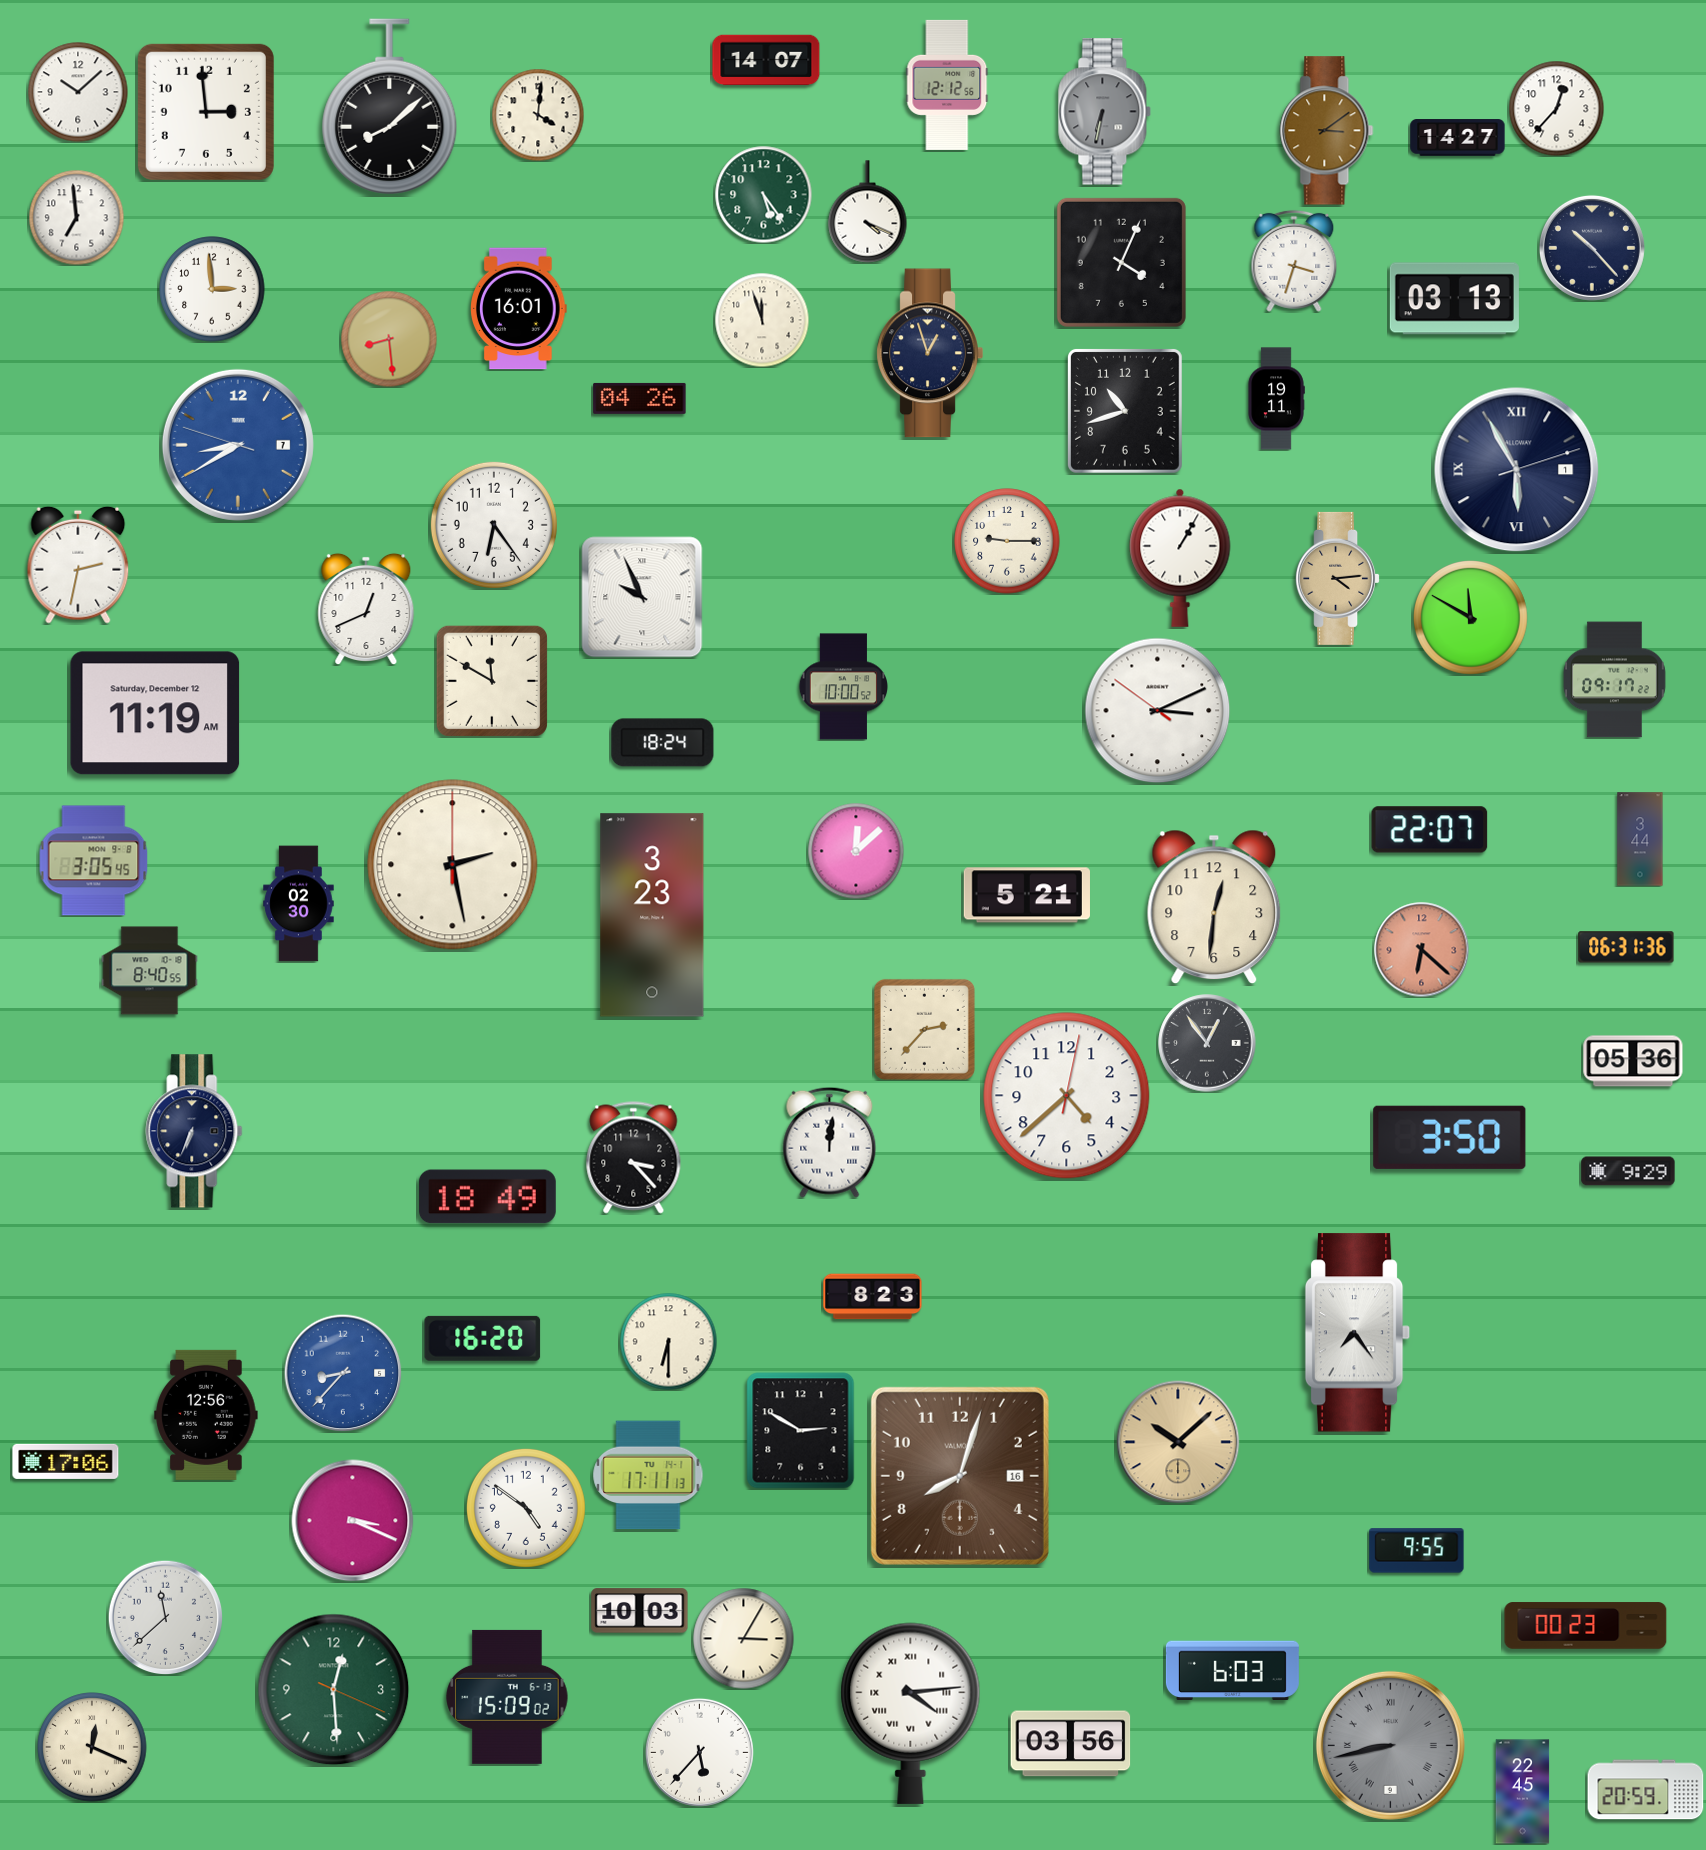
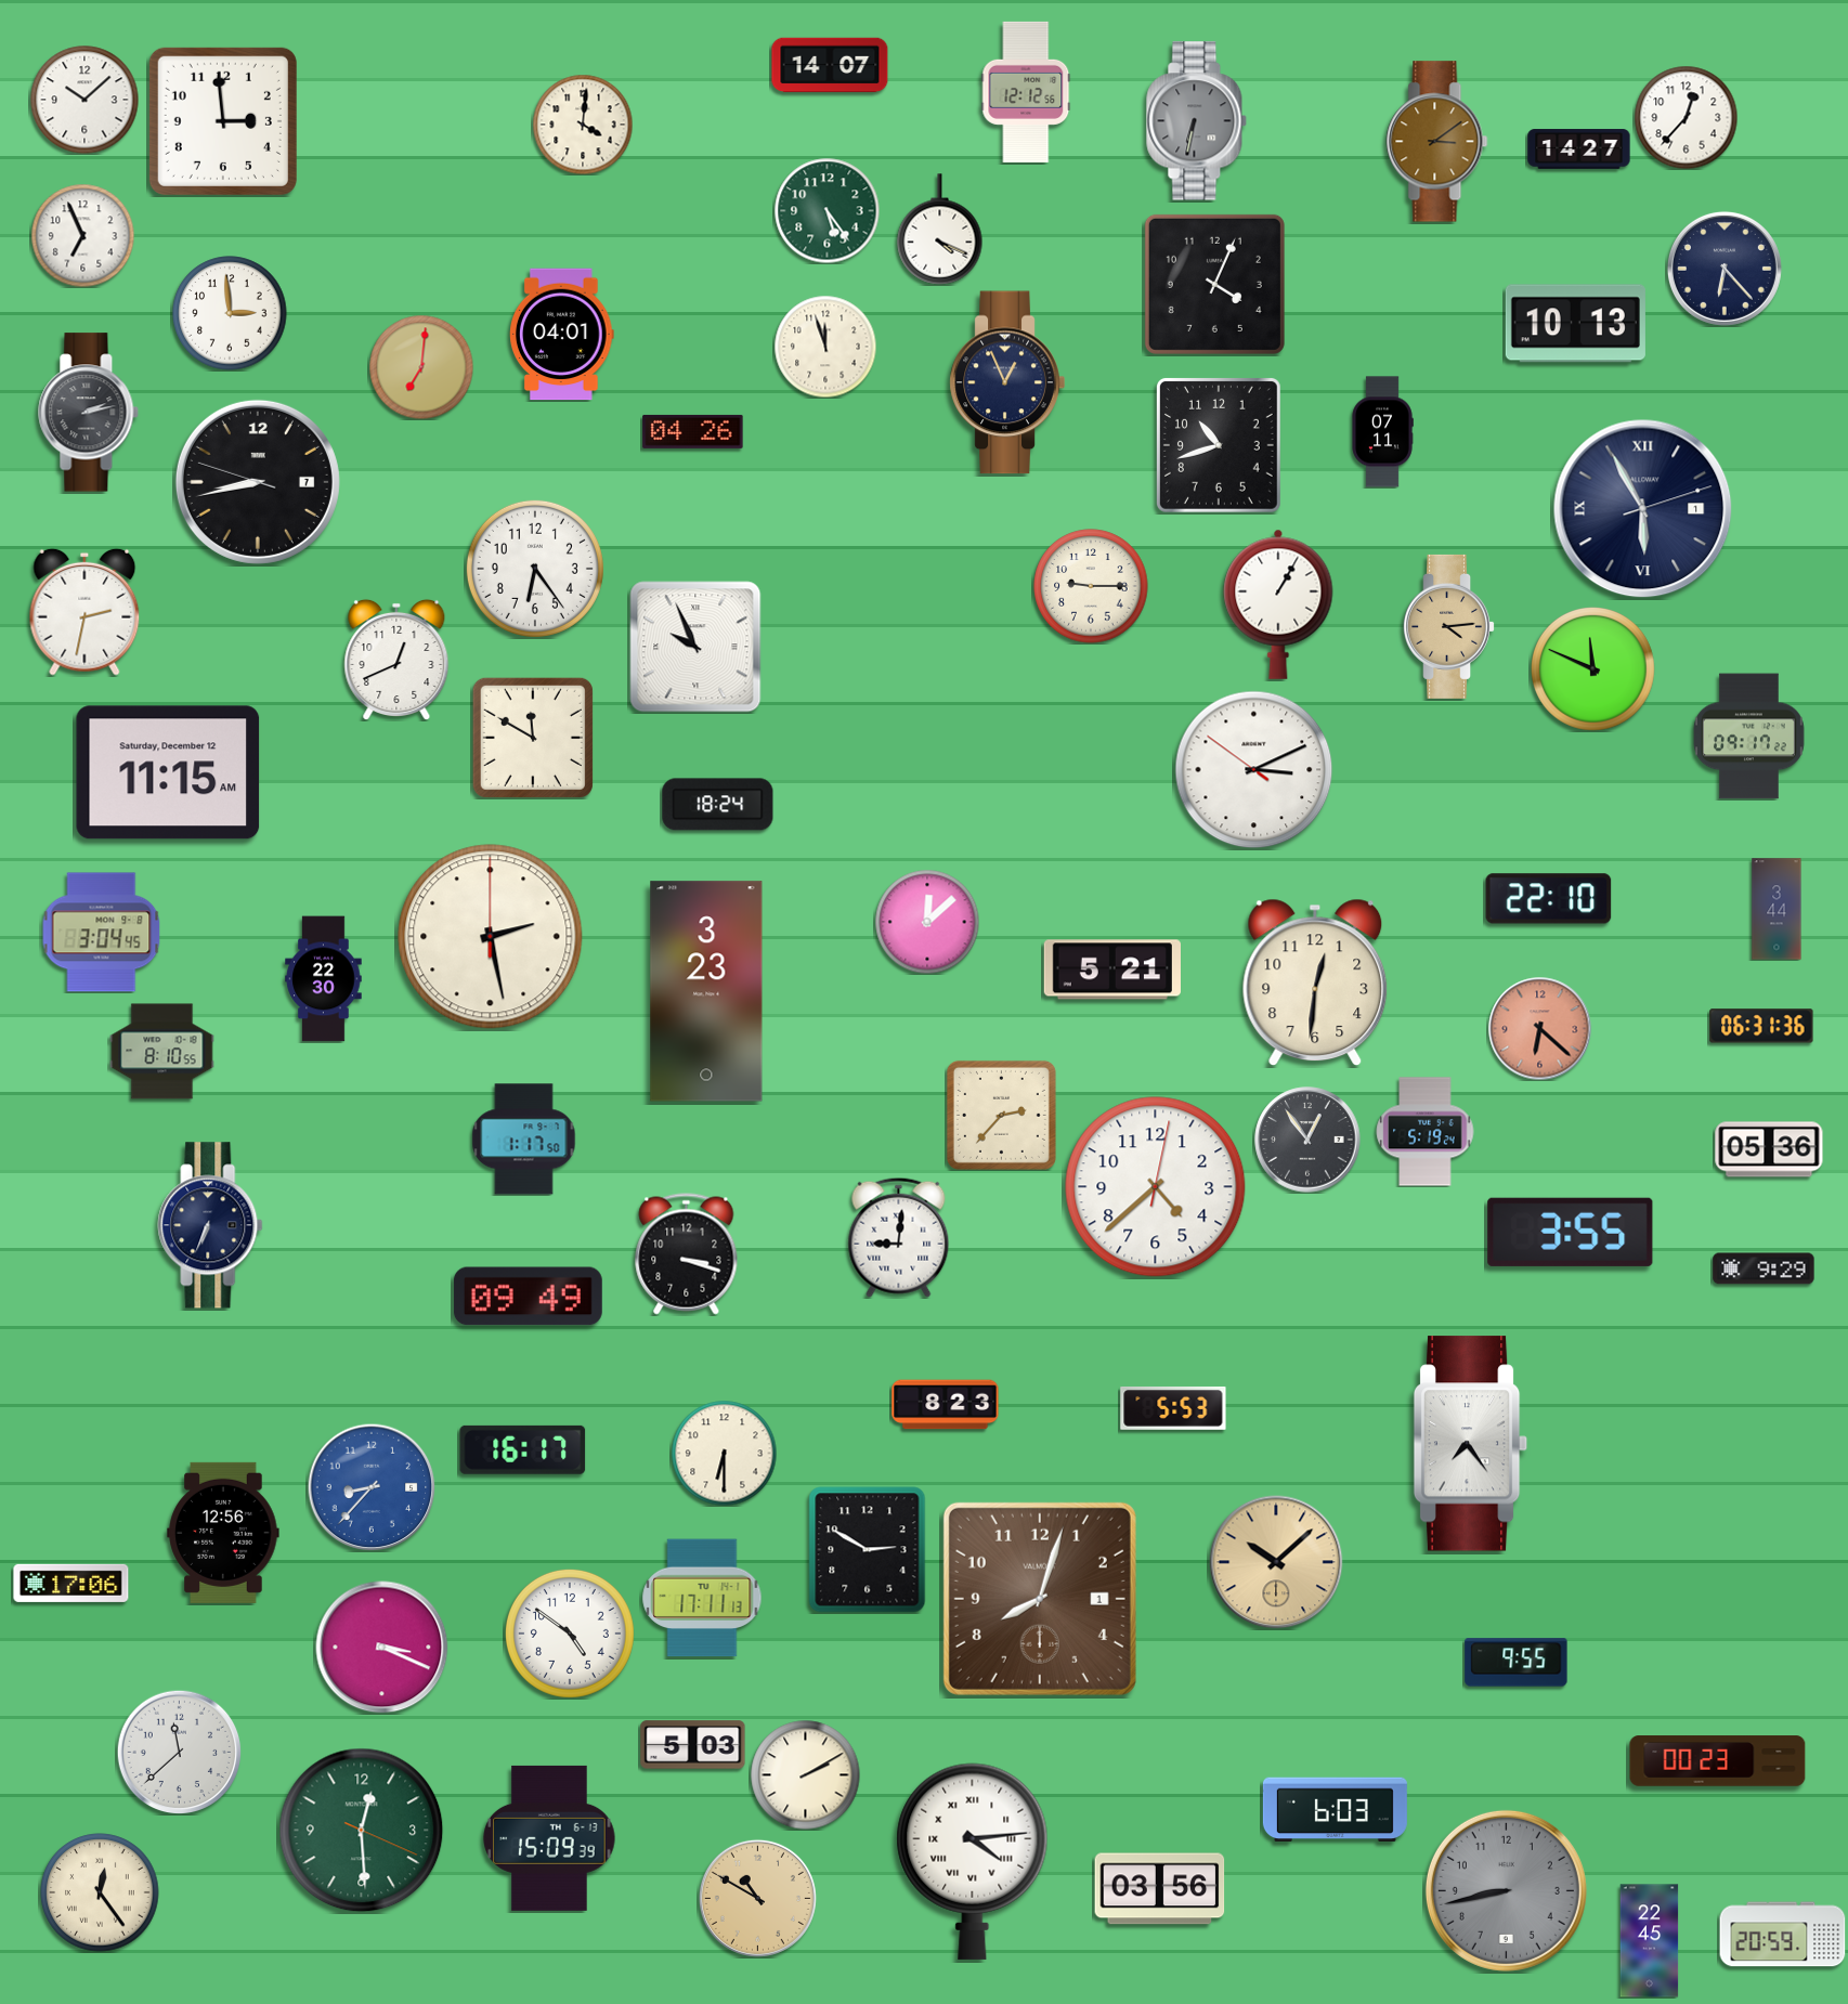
clock at (390, 107): 8:08 -> none
clock at (76, 217): 6:59 -> 6:56
clock at (1592, 248): 10:23 -> 6:23
clock at (1294, 261): 3:33 -> none
clock at (1454, 299): 03:13 -> 10:13
clock at (519, 309): 16:01 -> 04:01
clock at (389, 339): 8:29 -> 7:01
clock at (930, 353): 12:57 -> 12:56
clock at (89, 413): none -> 2:13
clock at (1276, 399): 19:11 -> 07:11
clock at (238, 445): 8:39 -> 8:42
clock at (238, 445) dial: blue -> black
clock at (1471, 618): 11:50 -> 11:49
clock at (844, 687): 10:00 -> none
clock at (155, 713): 11:19 -> 11:15
clock at (1430, 830): 22:07 -> 22:10
clock at (94, 861): 3:05 -> 3:04
clock at (299, 904): 02:30 -> 22:30
clock at (150, 971): 8:40 -> 8:10
clock at (1207, 1043) position: (1207, 1043) -> (1307, 1140)
clock at (1426, 1132): none -> 5:19
clock at (524, 1140): none -> 1:17
clock at (1450, 1137): 3:50 -> 3:55
clock at (830, 1142): 12:01 -> 9:01
clock at (634, 1158): 3:23 -> 3:18
clock at (487, 1197): 18:49 -> 09:49
clock at (1173, 1408): none -> 5:53
clock at (483, 1338): 16:20 -> 16:17
clock at (960, 1476) date: 16 -> 1
clock at (1417, 1551) position: (1417, 1551) -> (1517, 1663)
clock at (640, 1611): 10:03 -> 5:03
clock at (744, 1639): 3:05 -> 2:10
clock at (507, 1697): 15:09:02 -> 15:09:39
clock at (911, 1713) position: (911, 1713) -> (973, 1861)
clock at (1390, 1745) numerals: Roman -> Arabic
clock at (92, 1747): 12:19 -> 12:24
clock at (699, 1752): 5:37 -> 10:50
clock at (699, 1752) dial: white -> champagne
clock at (1646, 1790) position: (1646, 1790) -> (1783, 1935)
